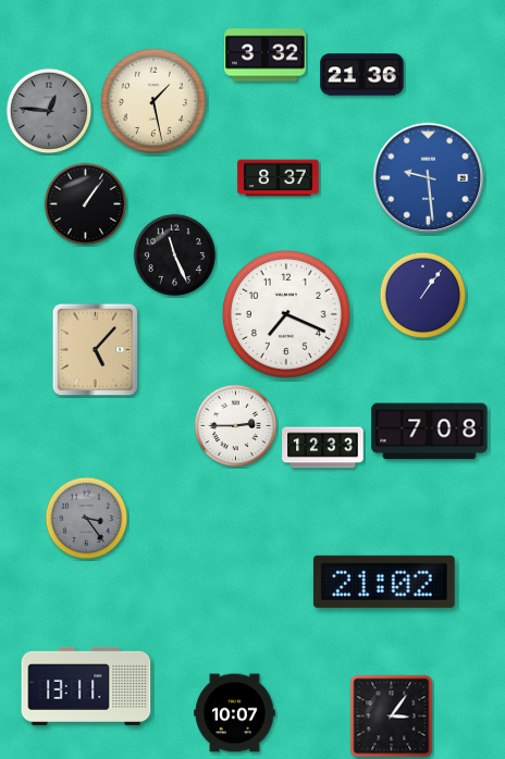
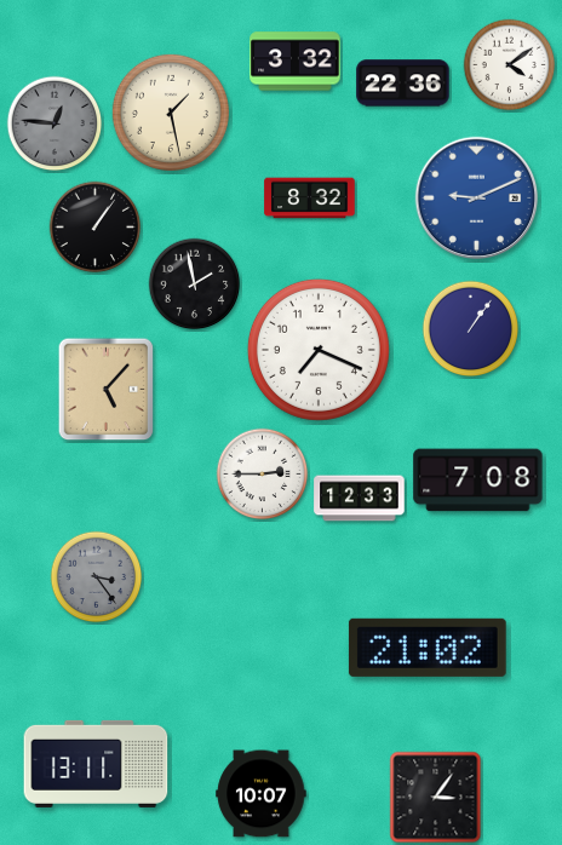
clock at (510, 65): none -> 4:09
clock at (362, 75): 21:36 -> 22:36
clock at (279, 178): 8:37 -> 8:32
clock at (429, 178): 9:29 -> 9:11
clock at (175, 256): 11:26 -> 1:58
